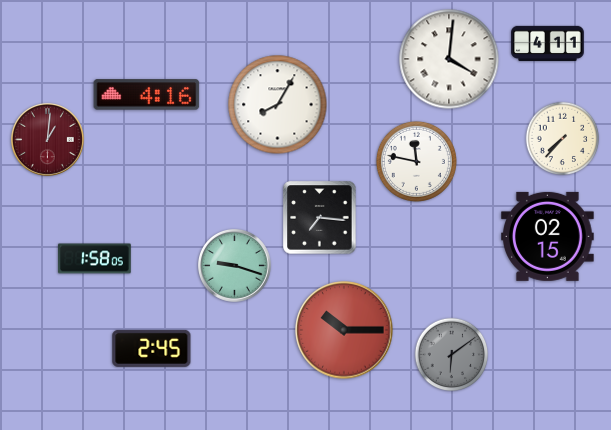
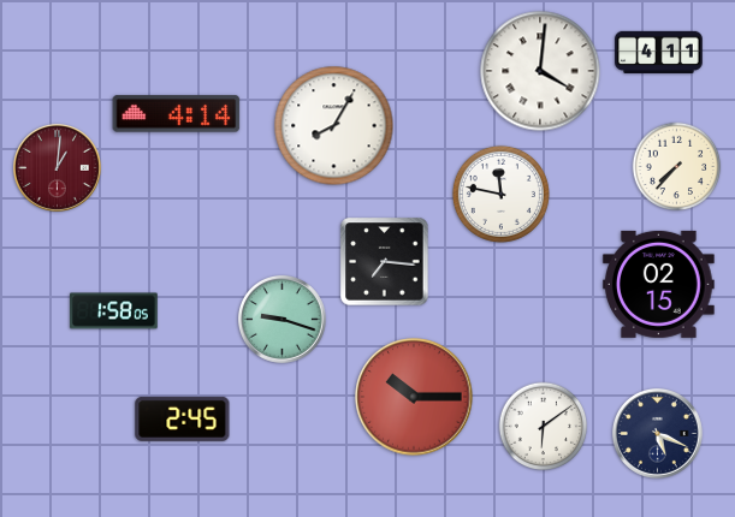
clock at (147, 95): 4:16 -> 4:14
clock at (452, 355) dial: grey -> white
clock at (657, 433): none -> 5:19
